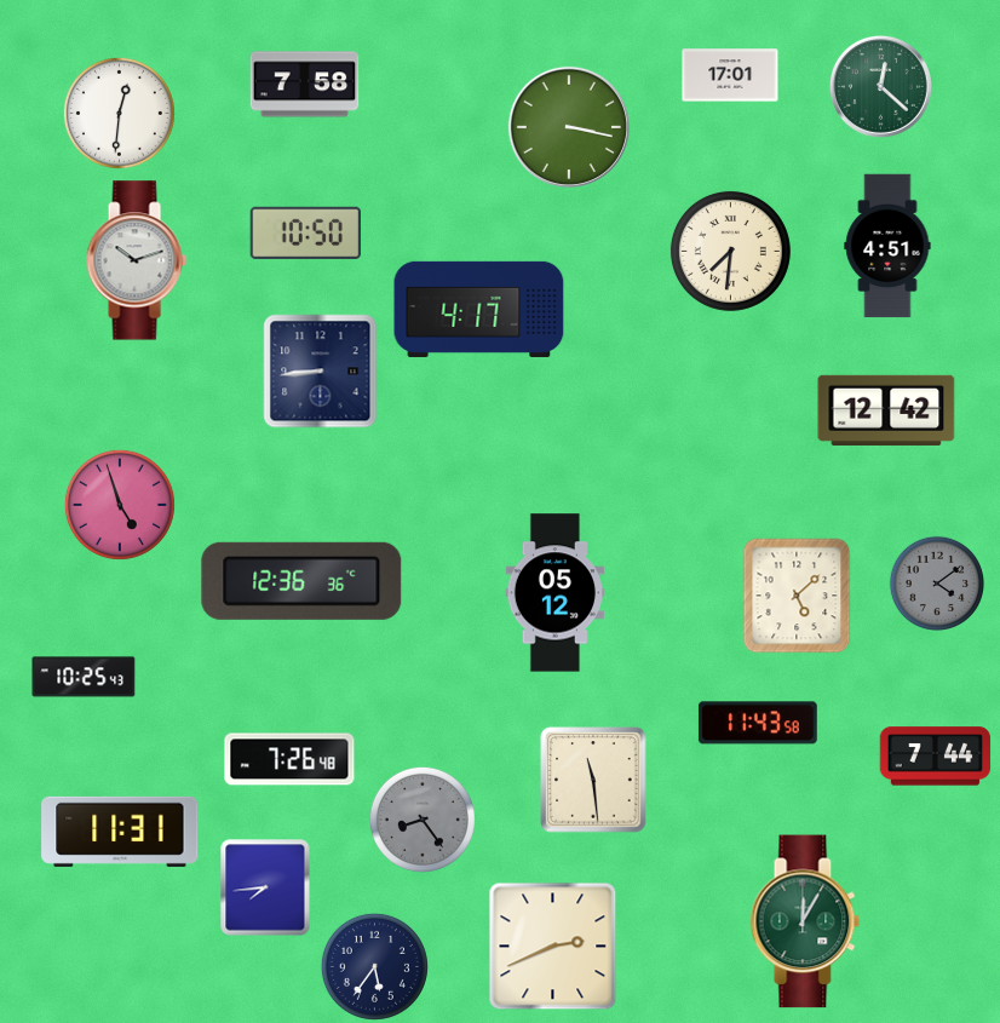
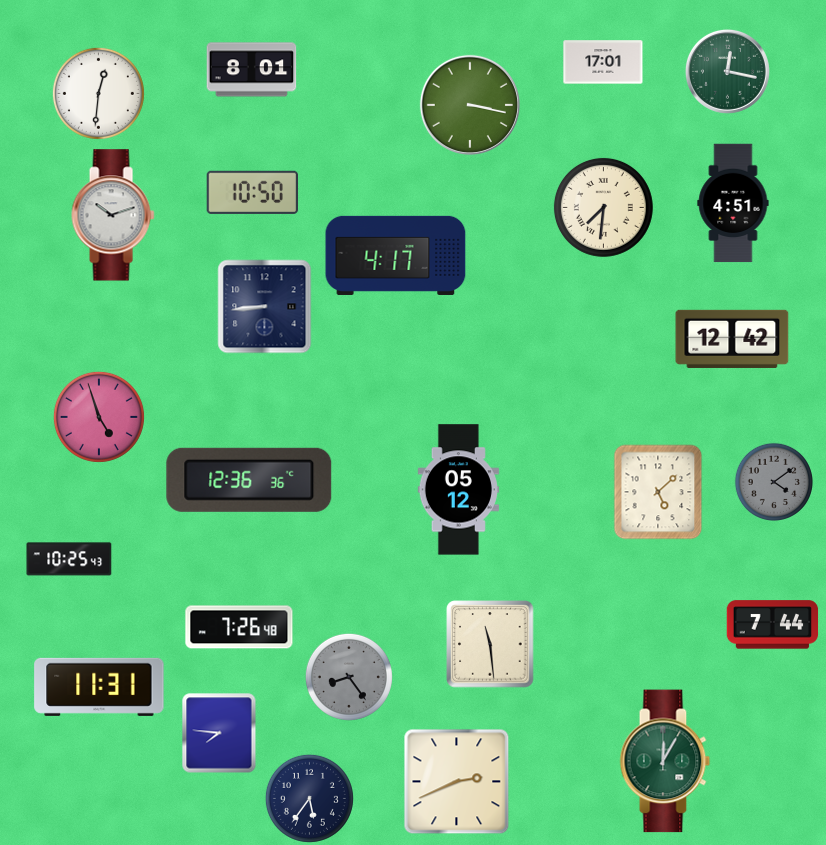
clock at (305, 85): 7:58 -> 8:01
clock at (880, 86): 12:22 -> 12:17
clock at (758, 723): 11:43 -> none
clock at (265, 887): 7:44 -> 7:46
